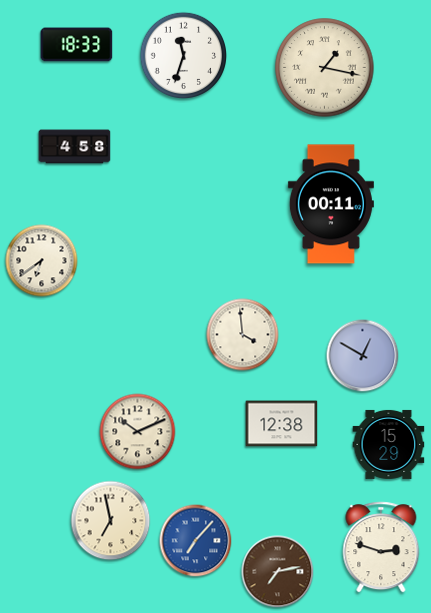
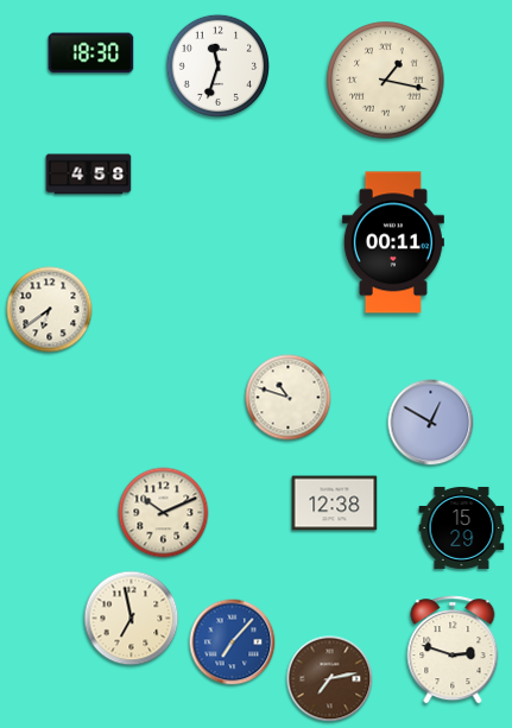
clock at (77, 45): 18:33 -> 18:30
clock at (243, 335): 3:59 -> 10:48
